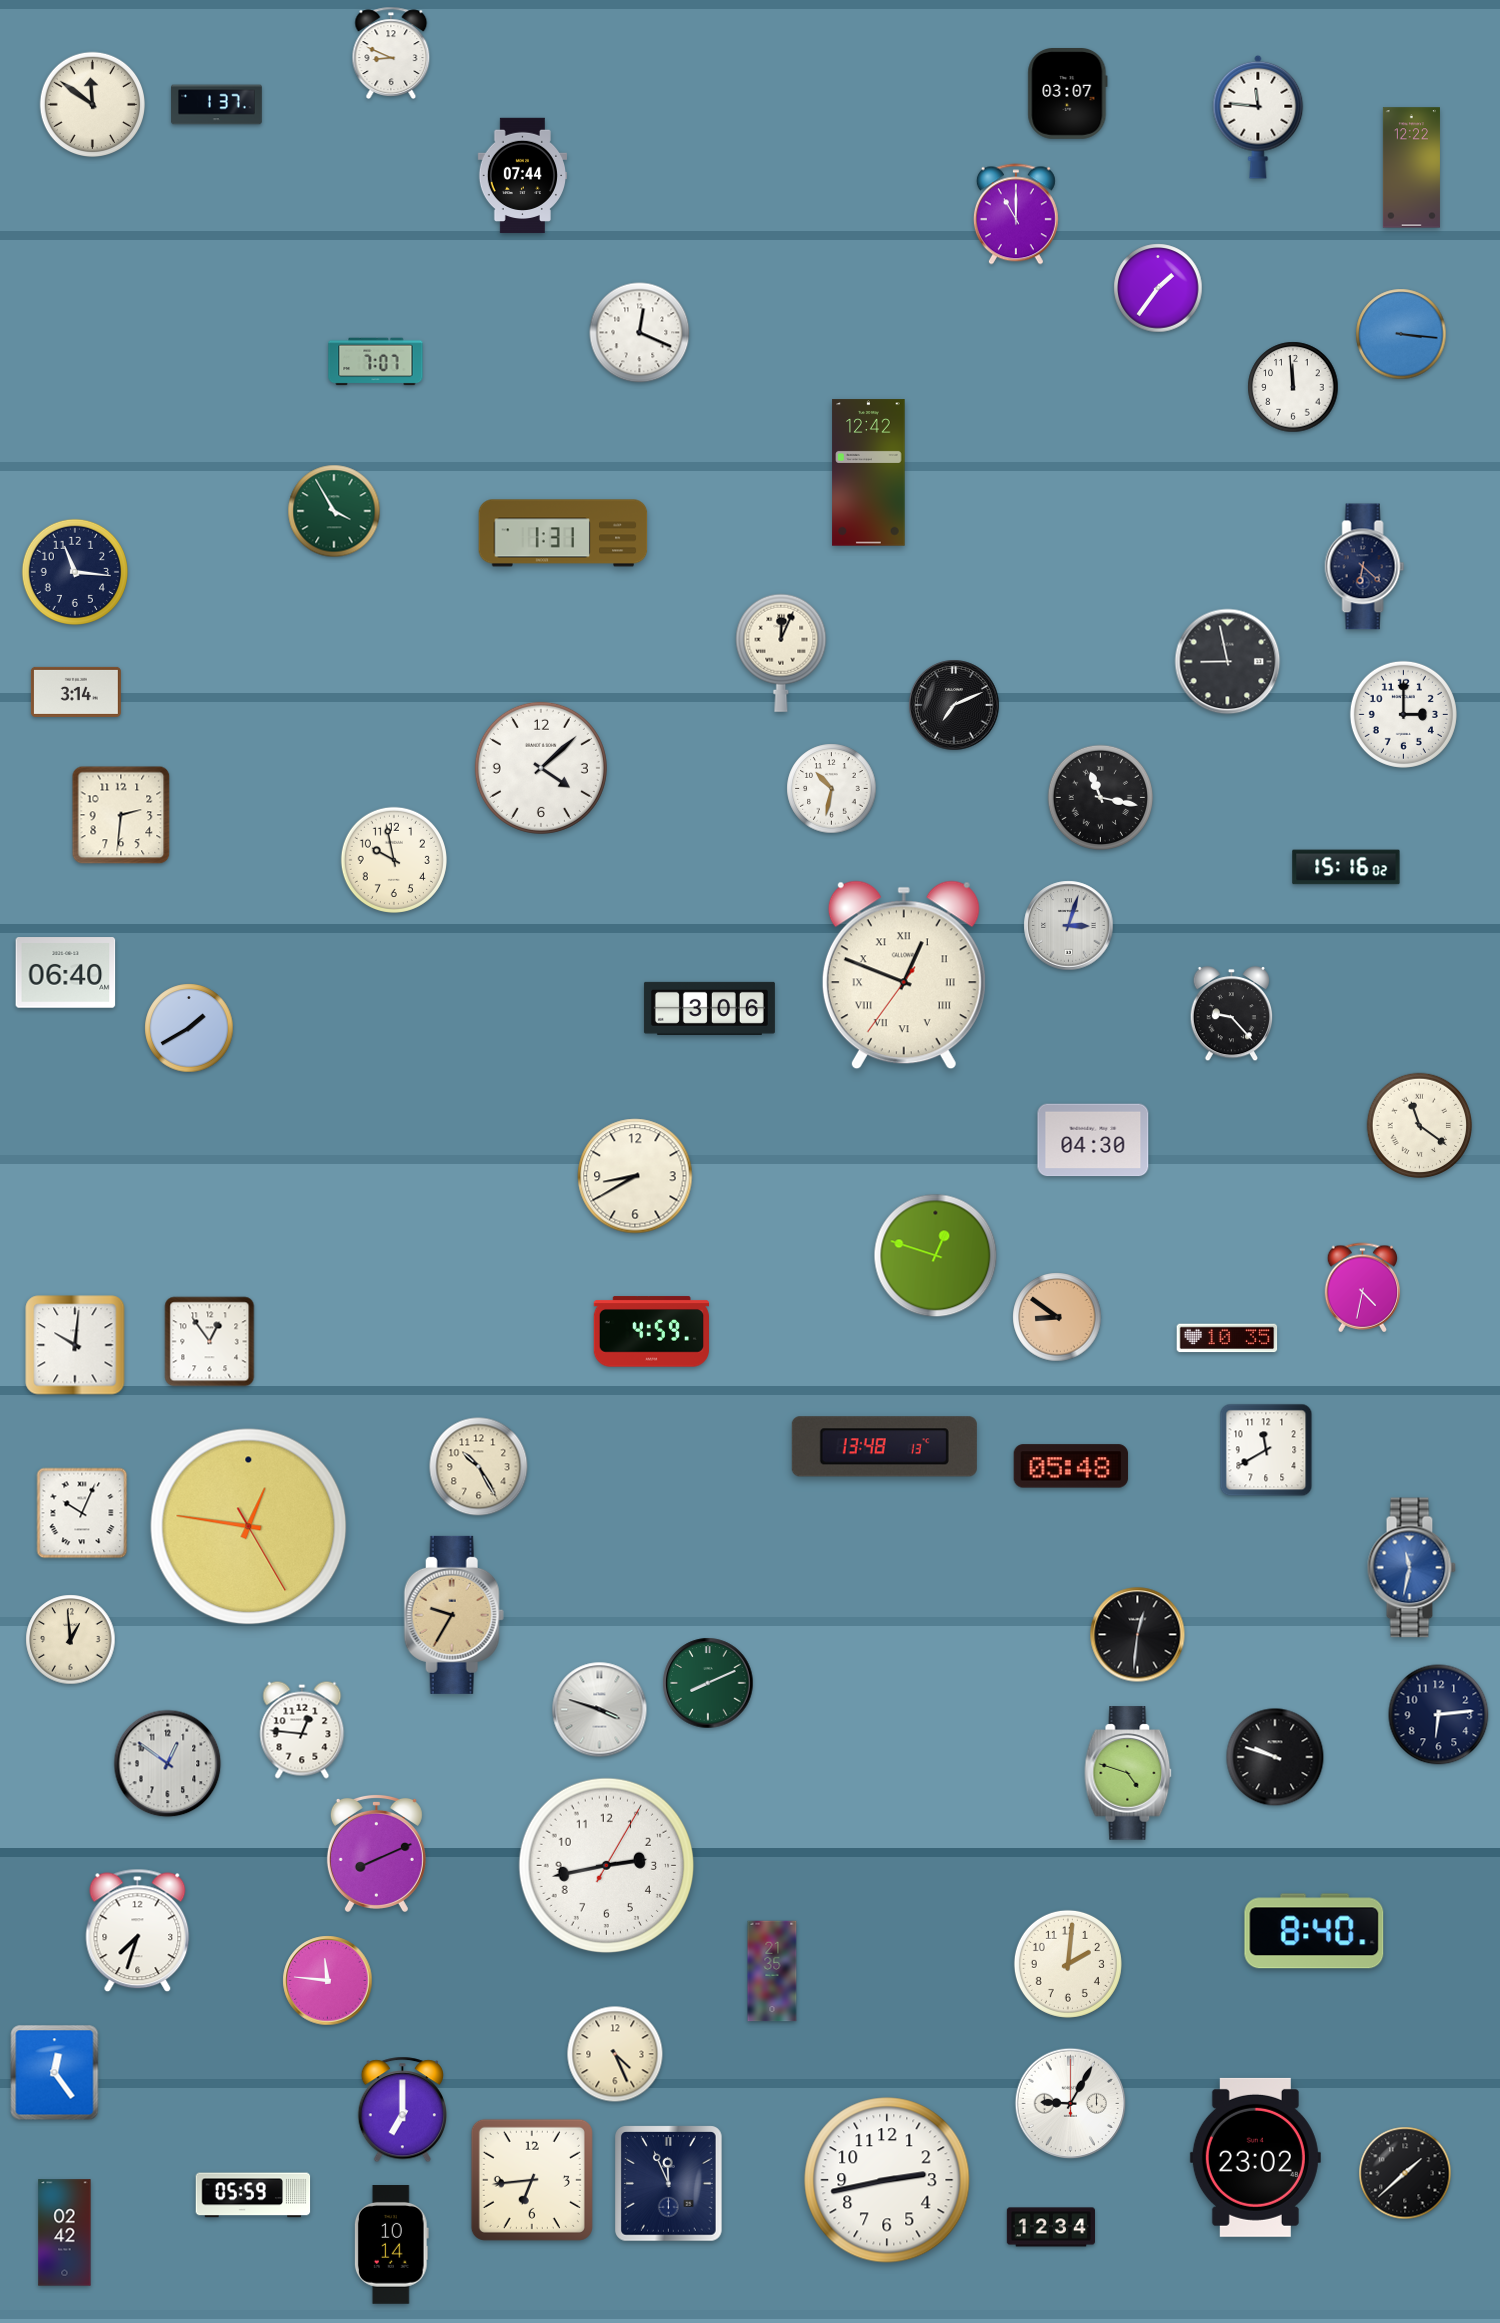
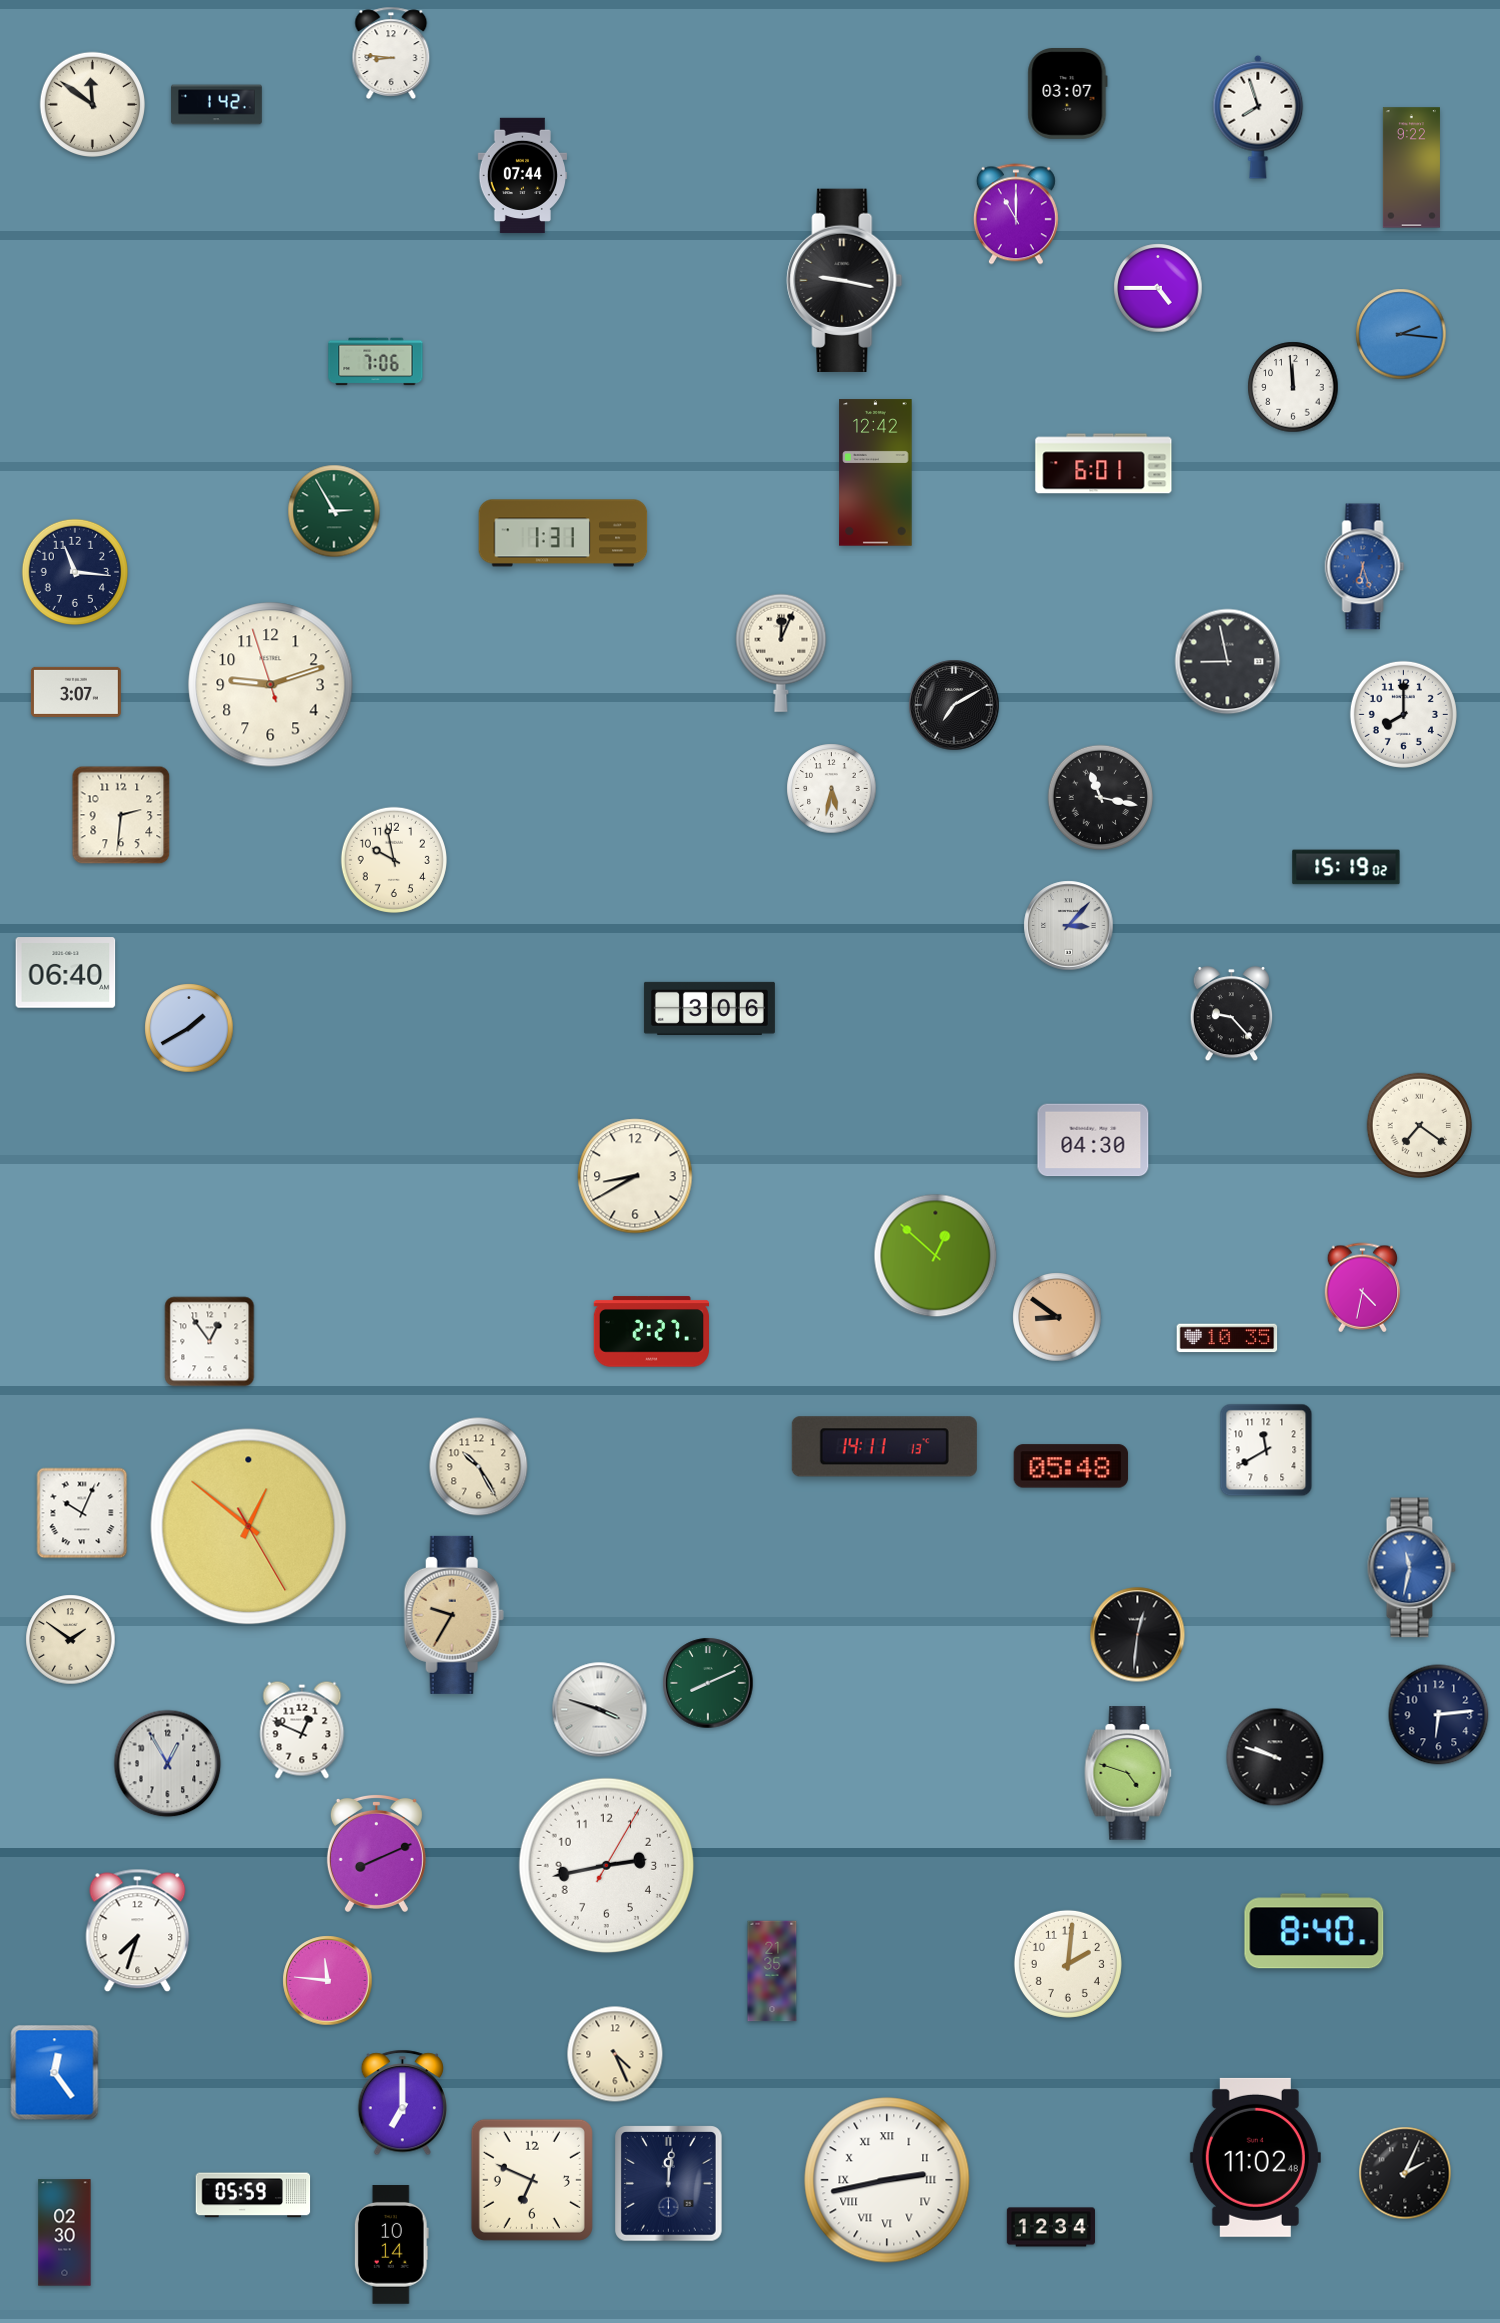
clock at (391, 52): 8:49 -> 8:46
clock at (217, 105): 1:37 -> 1:42
clock at (1258, 117): 11:46 -> 7:57
clock at (1411, 168): 12:22 -> 9:22
clock at (845, 280): none -> 9:17
clock at (1158, 288): 1:36 -> 4:45
clock at (640, 333): 12:19 -> none
clock at (1401, 334): 3:16 -> 2:16
clock at (376, 362): 7:07 -> 7:06
clock at (1104, 464): none -> 6:01
clock at (869, 473) position: (869, 473) -> (876, 473)
clock at (334, 511): 3:55 -> 2:55
clock at (1365, 567): 6:22 -> 6:27
clock at (1365, 567) dial: navy -> blue
clock at (271, 685): none -> 9:11
clock at (76, 692): 3:14 -> 3:07
clock at (954, 705): 7:11 -> 7:10
clock at (1403, 714): 3:00 -> 8:00
clock at (541, 768): 4:08 -> none
clock at (832, 789): 10:32 -> 5:32
clock at (1346, 867): 15:16 -> 15:19
clock at (1069, 926): 3:03 -> 3:07
clock at (904, 975): 12:48 -> none
clock at (1420, 1126): 11:21 -> 7:21
clock at (936, 1256): 12:48 -> 12:52
clock at (651, 1332): 4:59 -> 2:27
clock at (75, 1345): 10:01 -> none
clock at (884, 1447): 13:48 -> 14:11
clock at (249, 1527): 12:46 -> 12:51
clock at (71, 1640): 12:59 -> 1:51
clock at (302, 1730): 12:46 -> 12:49
clock at (168, 1764): 12:51 -> 12:55
clock at (1071, 2104): 9:05 -> none
clock at (402, 2110) position: (402, 2110) -> (402, 2103)
clock at (1255, 2157): 23:02 -> 11:02
clock at (1405, 2173): 1:38 -> 2:04
clock at (532, 2180): 6:44 -> 6:49
clock at (887, 2180) numerals: Arabic -> Roman
clock at (669, 2184): 11:56 -> 12:01
clock at (65, 2233): 02:42 -> 02:30
